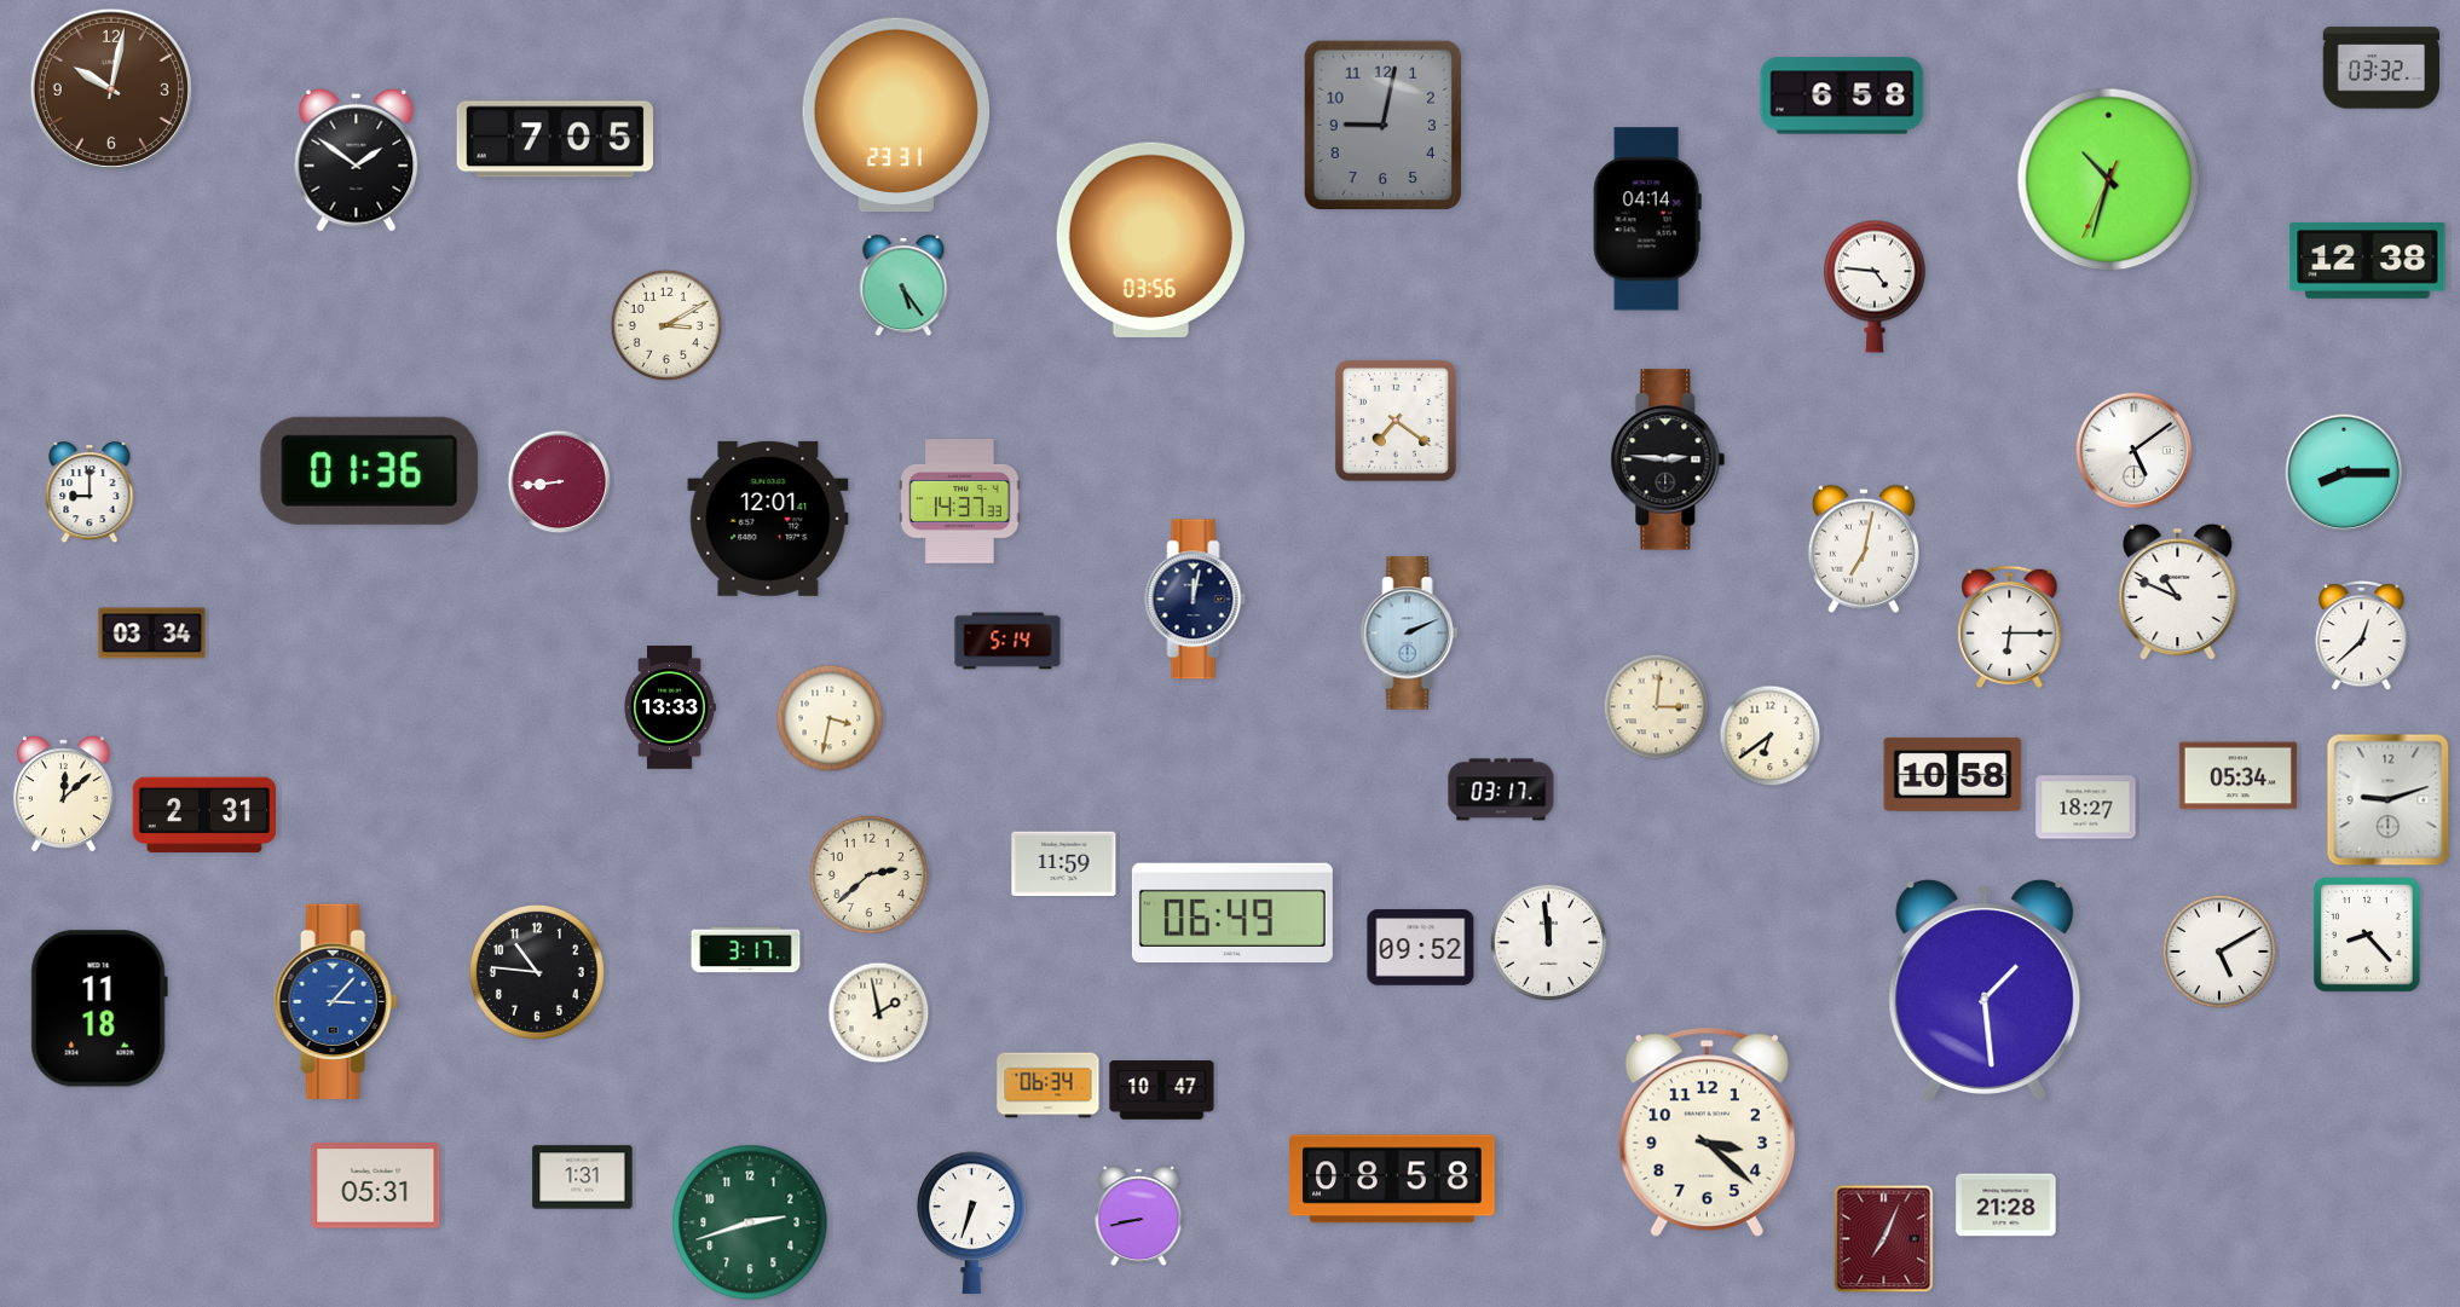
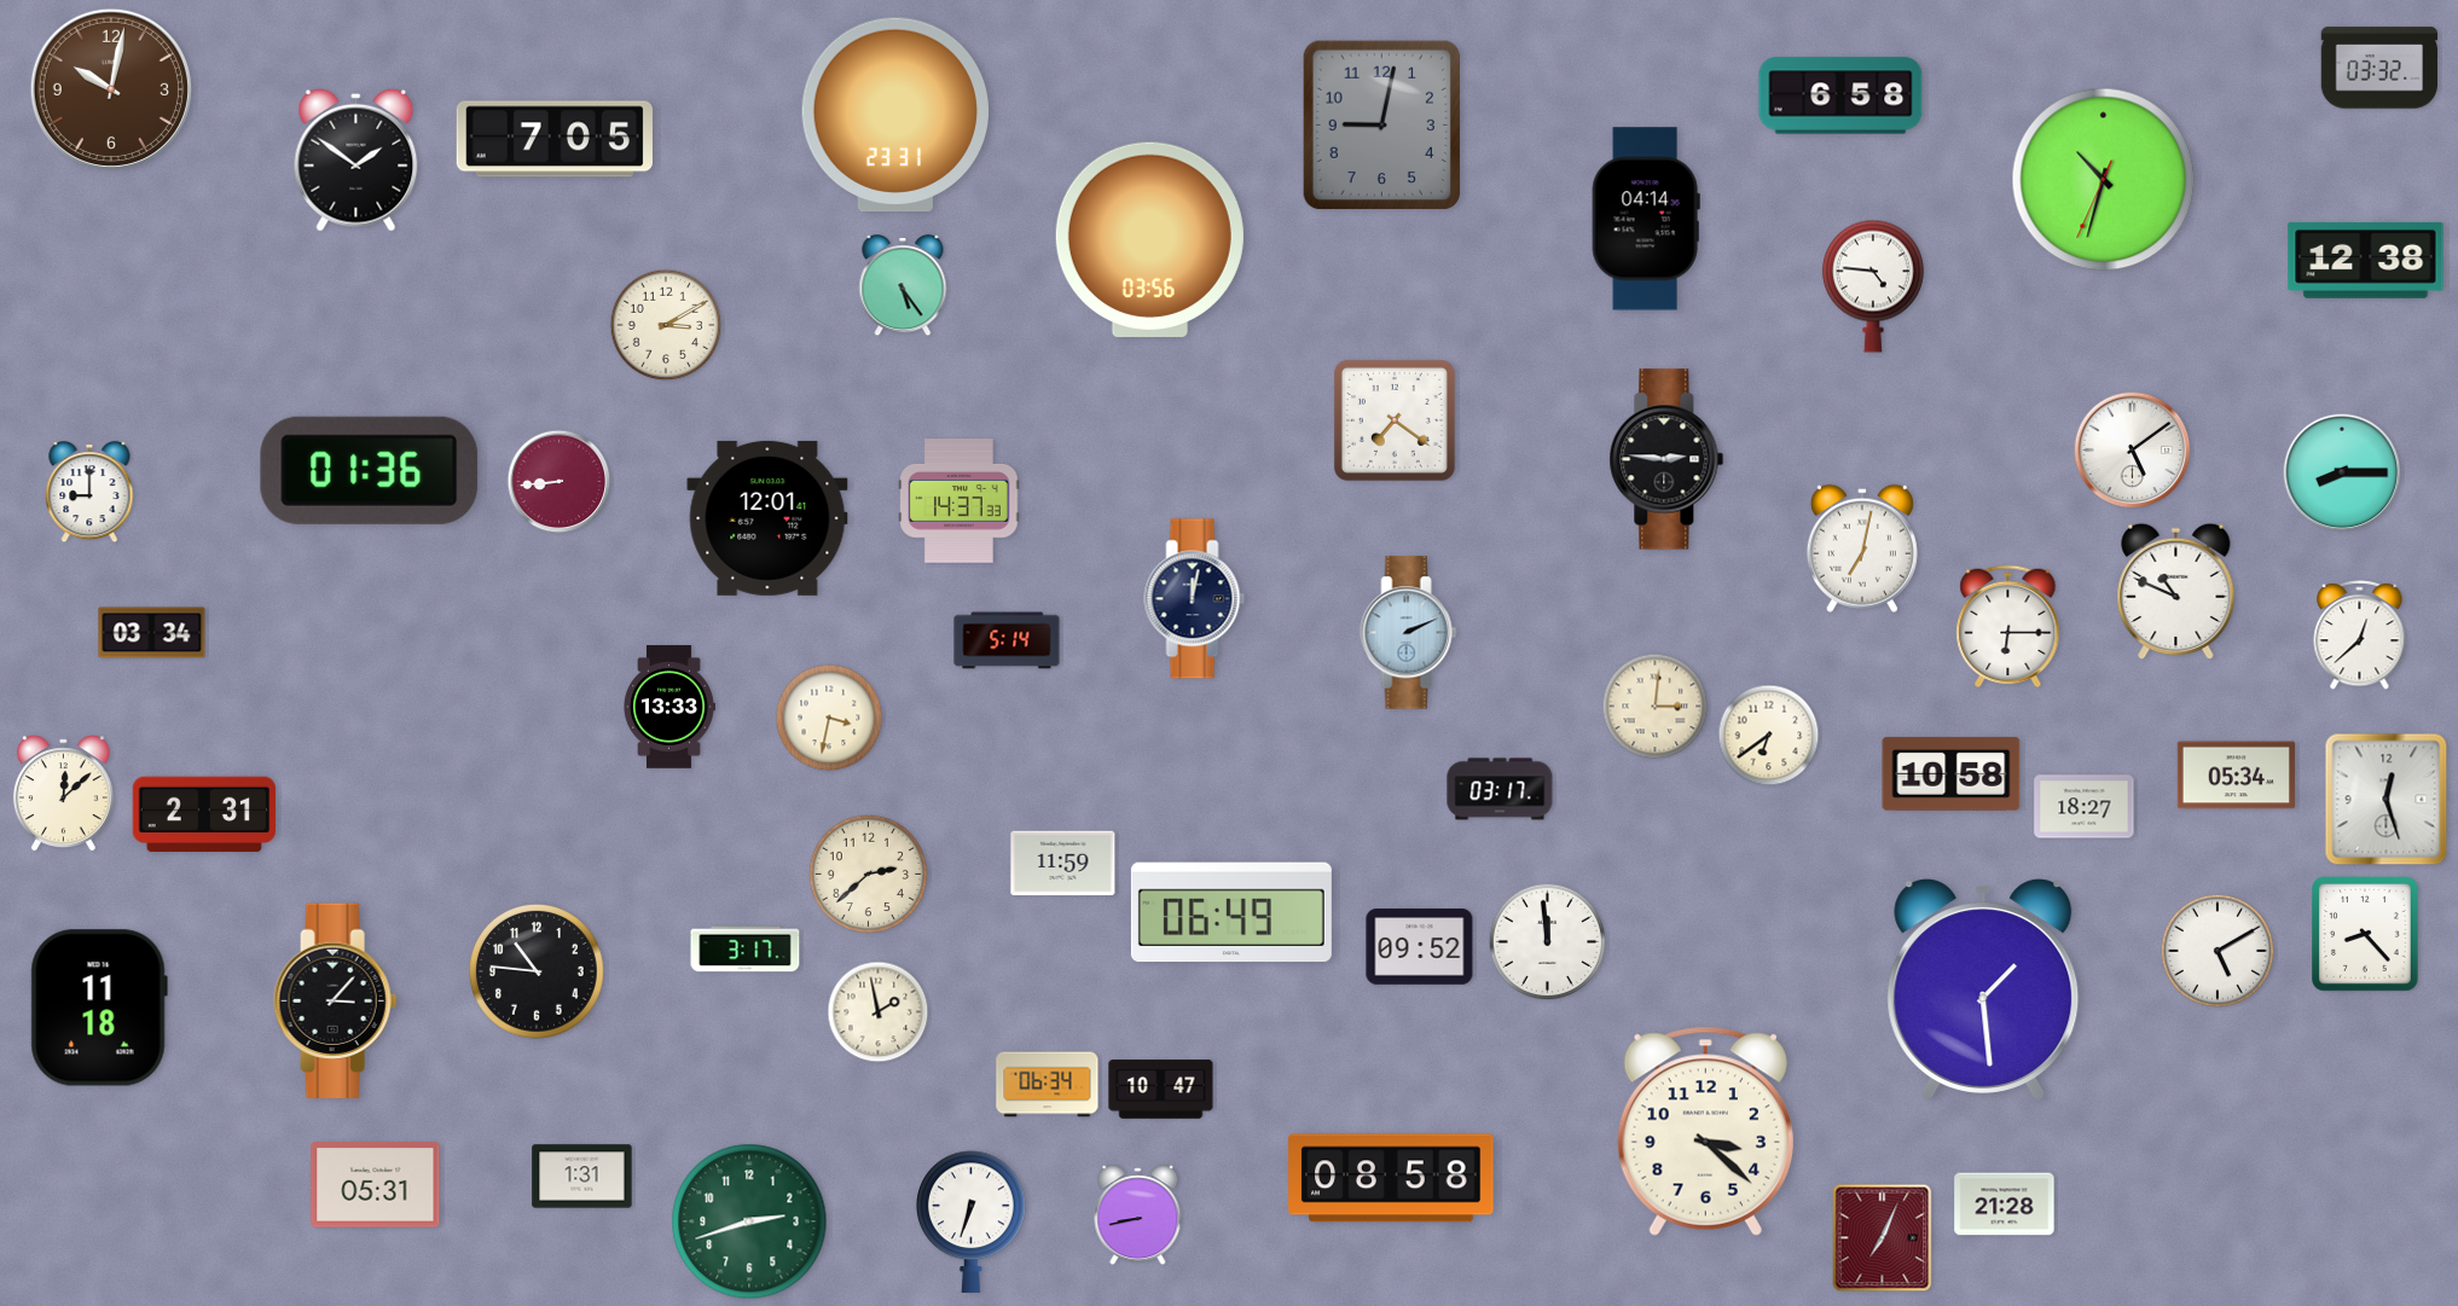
clock at (2109, 180) position: (2109, 180) -> (2104, 180)
clock at (2389, 800): 9:12 -> 12:27
clock at (336, 1001) dial: blue -> black
